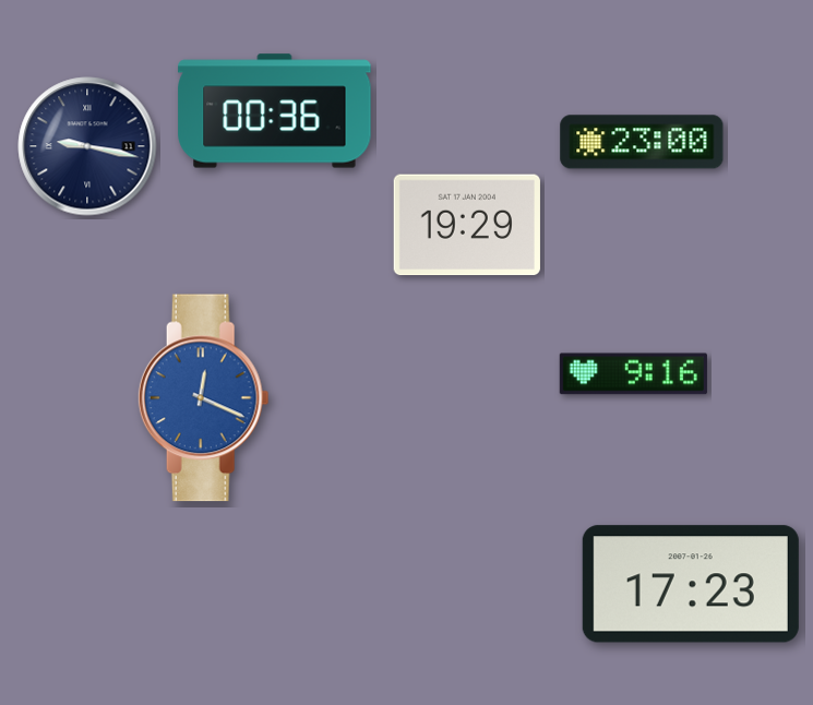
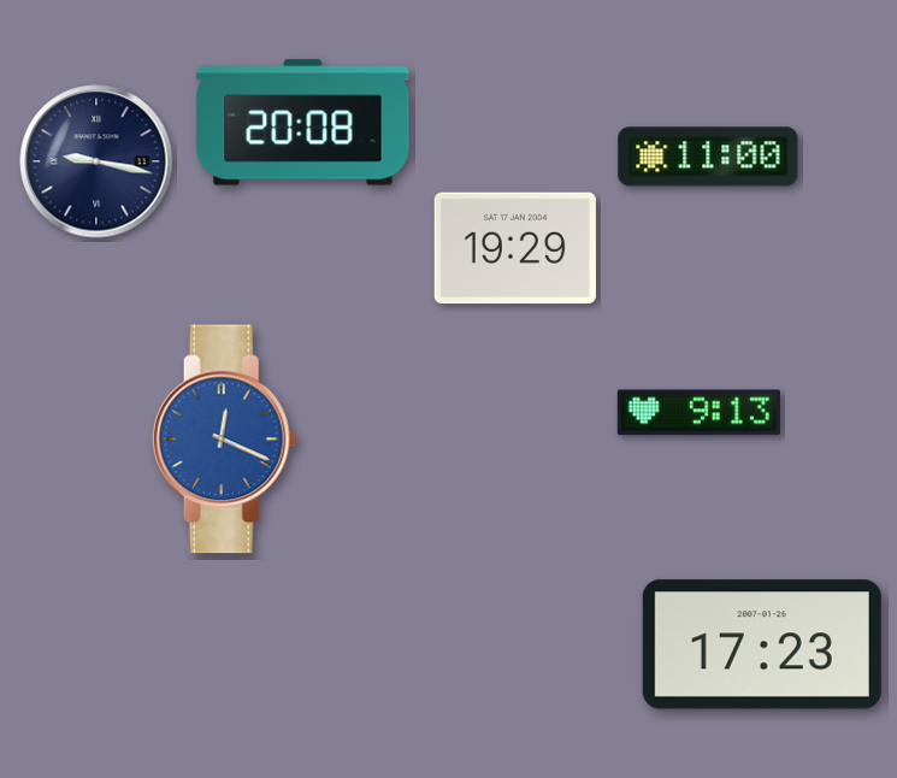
clock at (275, 111): 00:36 -> 20:08
clock at (642, 142): 23:00 -> 11:00
clock at (633, 374): 9:16 -> 9:13
